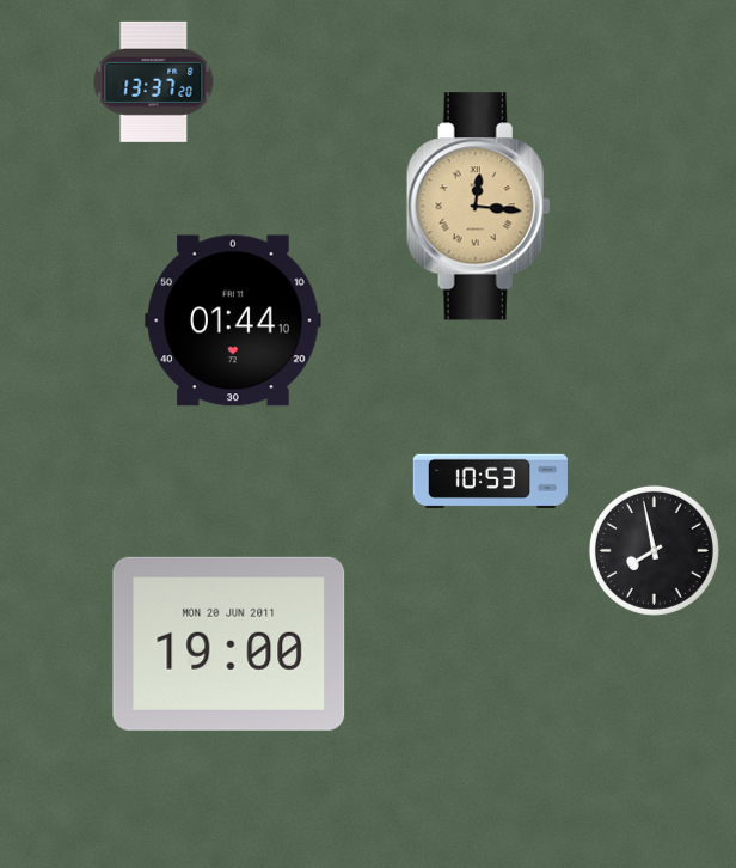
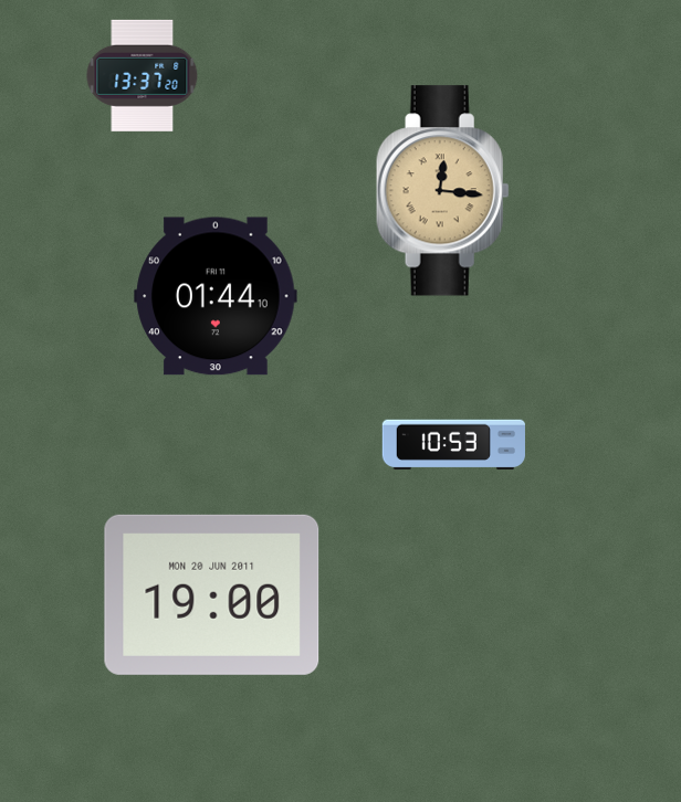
clock at (654, 550): 7:58 -> none
